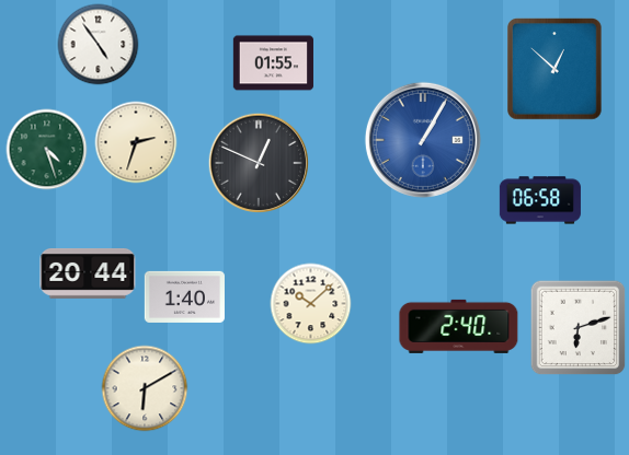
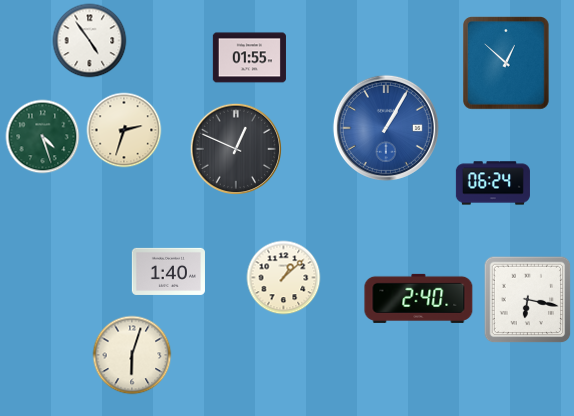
clock at (540, 200): 06:58 -> 06:24
clock at (88, 275): 20:44 -> none
clock at (311, 304): 10:08 -> 1:08
clock at (579, 328): 6:12 -> 6:17
clock at (145, 388): 6:10 -> 6:03
